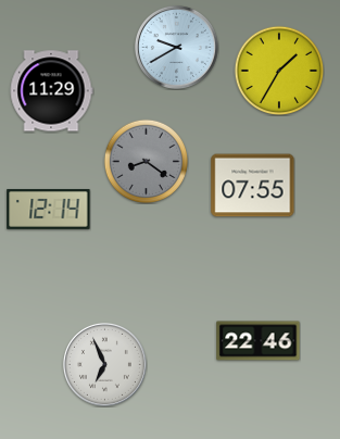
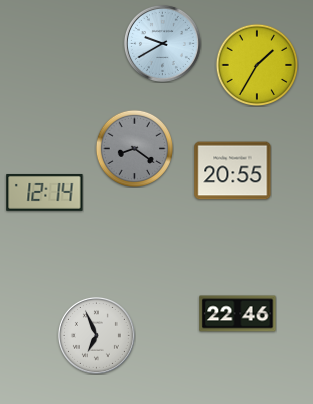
clock at (51, 91): 11:29 -> none
clock at (253, 186): 07:55 -> 20:55
